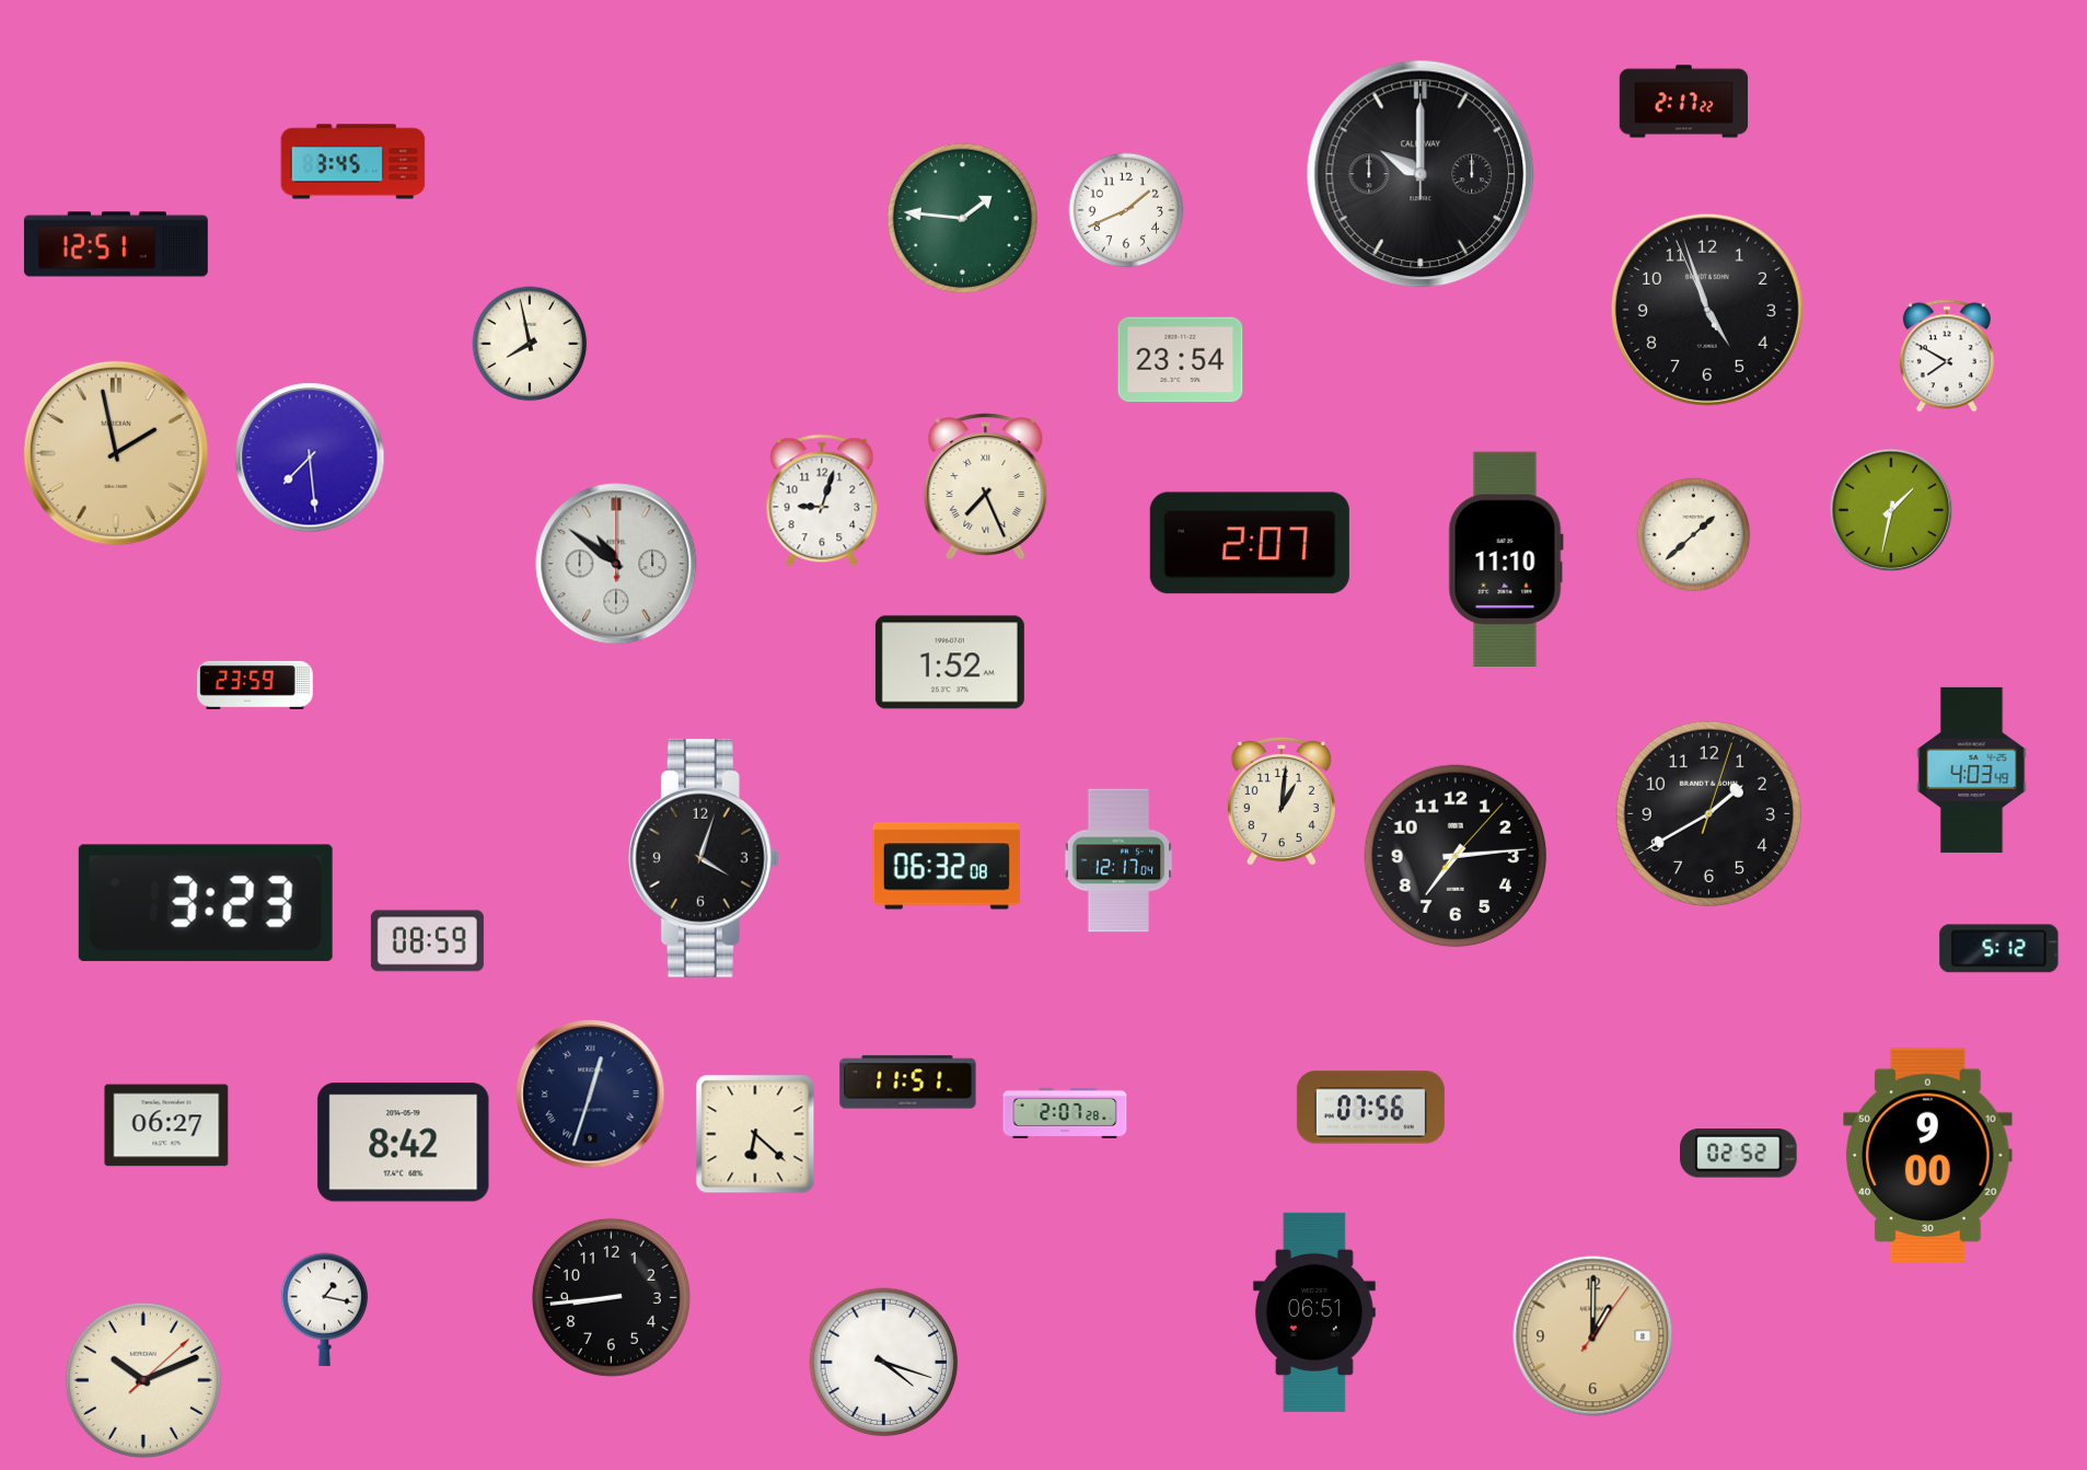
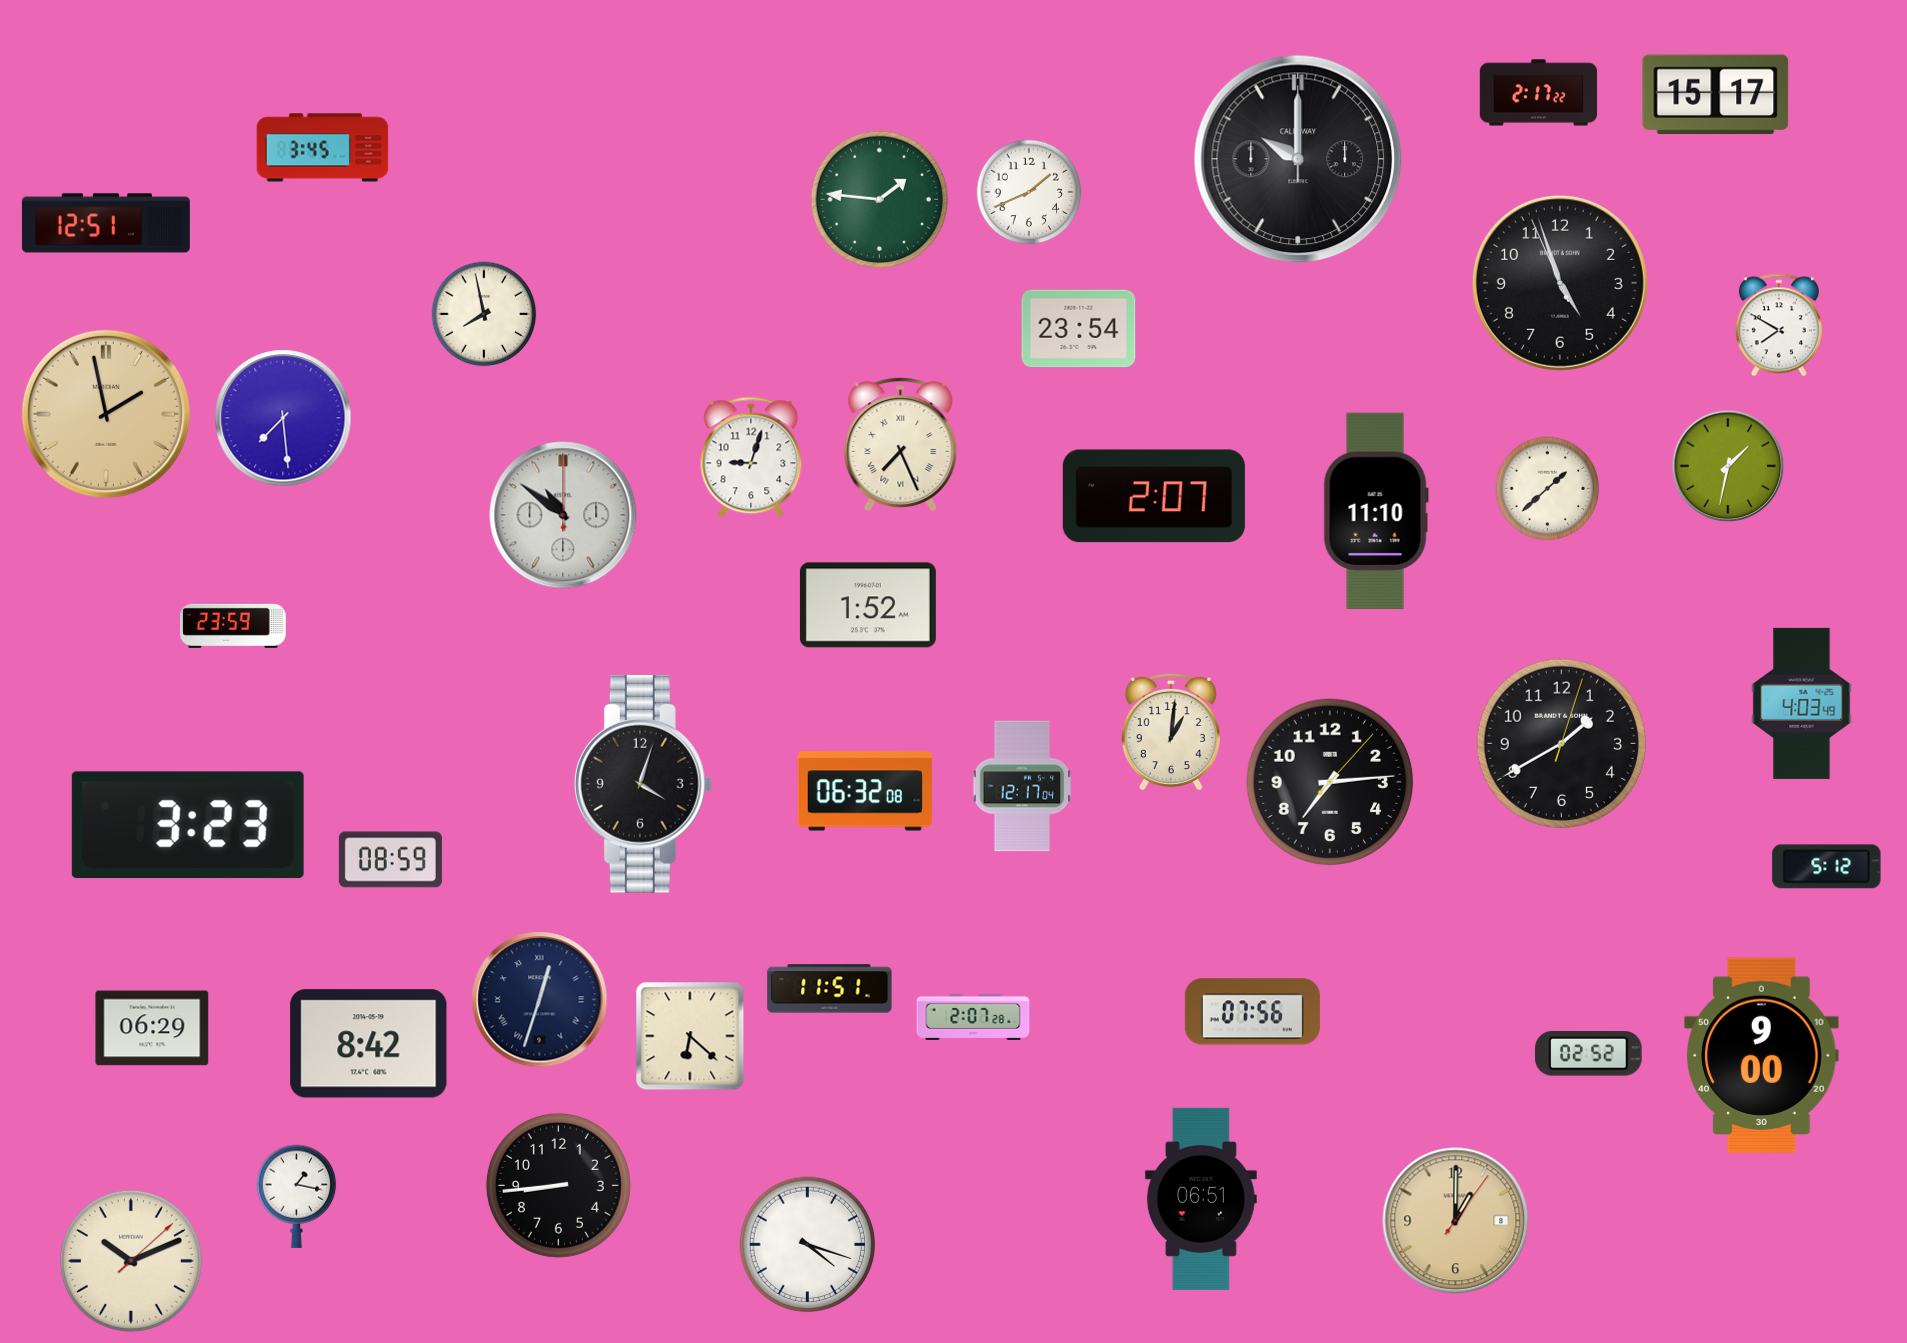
clock at (1716, 95): none -> 15:17
clock at (1250, 543) position: (1250, 543) -> (1154, 496)
clock at (166, 1125): 06:27 -> 06:29
